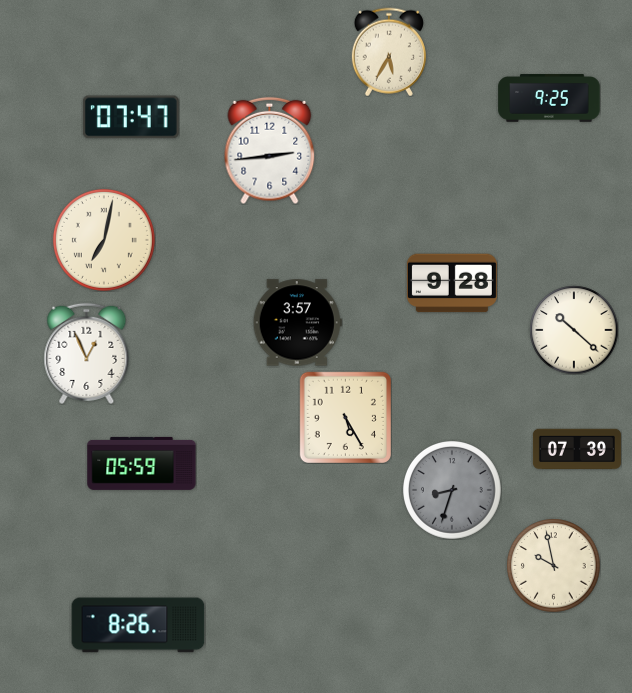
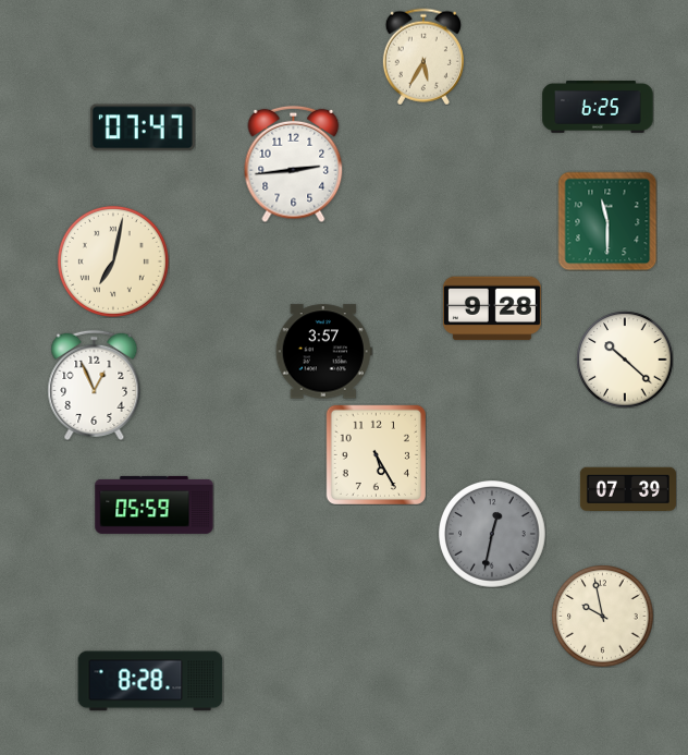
clock at (549, 98): 9:25 -> 6:25
clock at (607, 221): none -> 11:30
clock at (453, 491): 8:33 -> 12:32
clock at (138, 625): 8:26 -> 8:28
